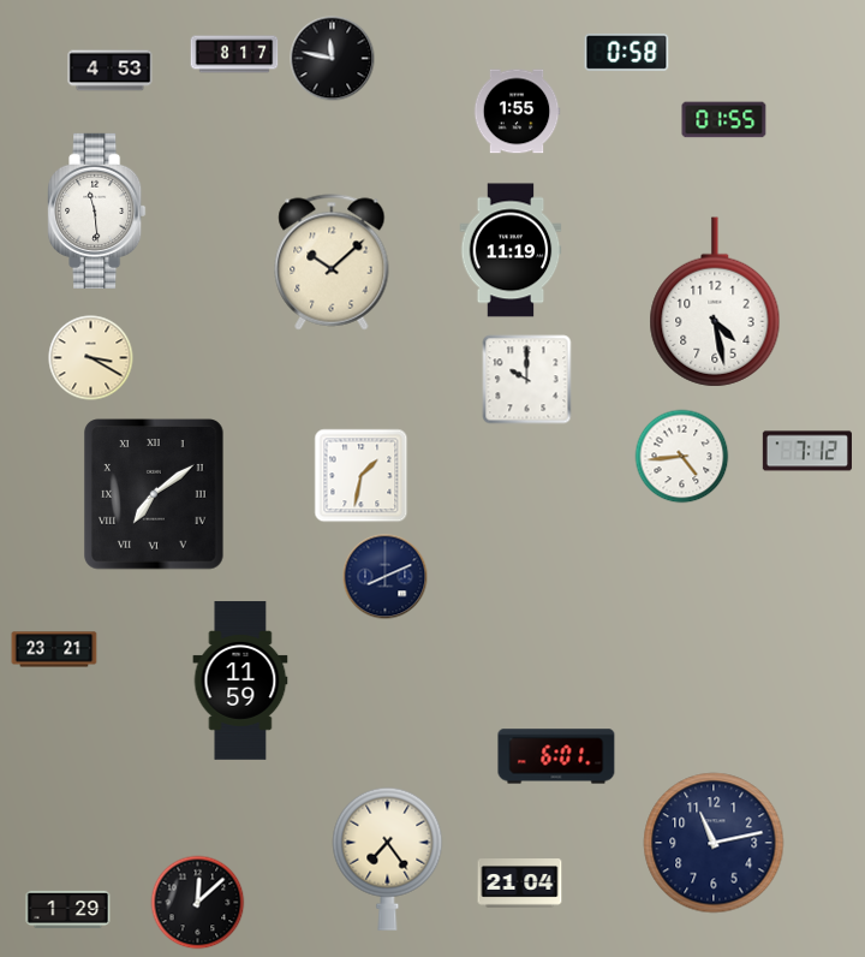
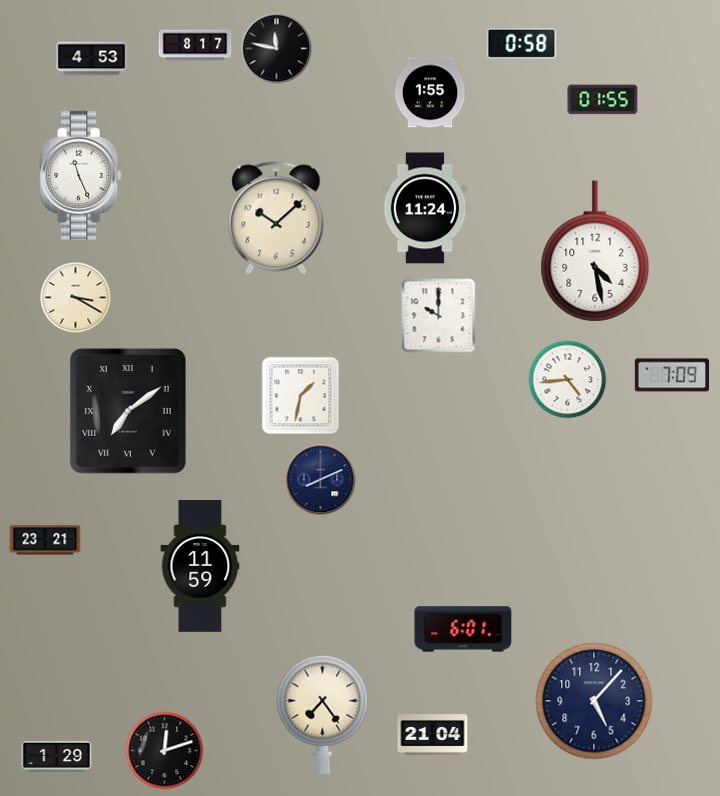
clock at (97, 210): 11:29 -> 11:26
clock at (511, 250): 11:19 -> 11:24
clock at (806, 451): 7:12 -> 7:09
clock at (714, 843): 11:13 -> 5:07
clock at (198, 903): 12:08 -> 12:12
